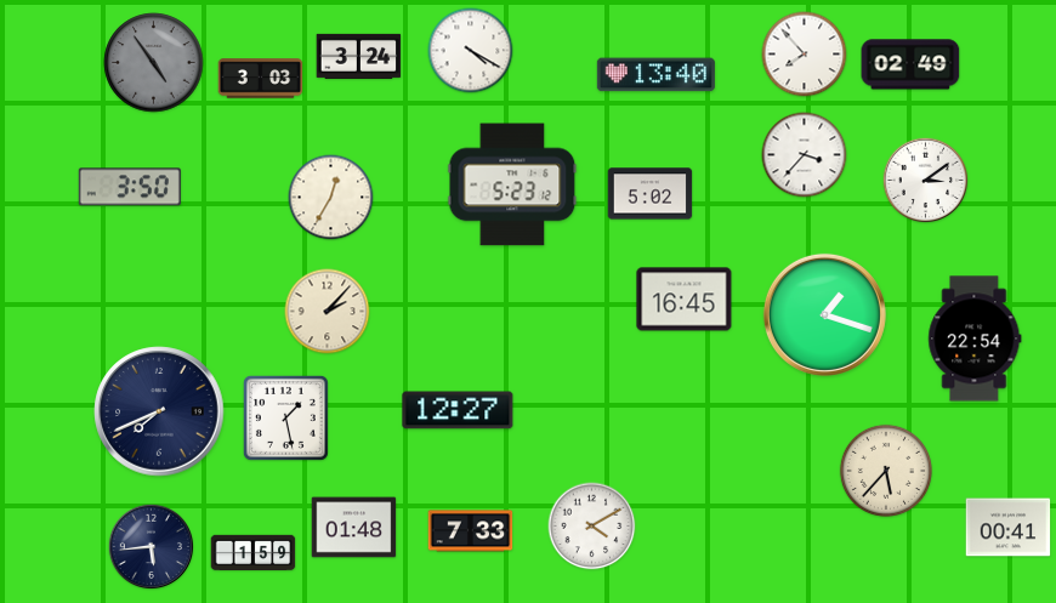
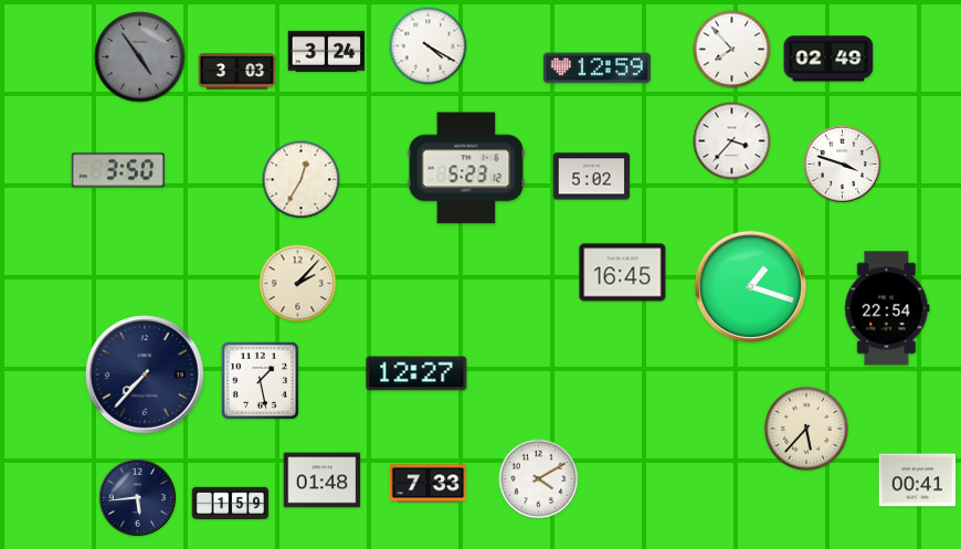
clock at (655, 75): 13:40 -> 12:59
clock at (926, 181): 3:09 -> 3:48
clock at (159, 411): 7:41 -> 7:37
